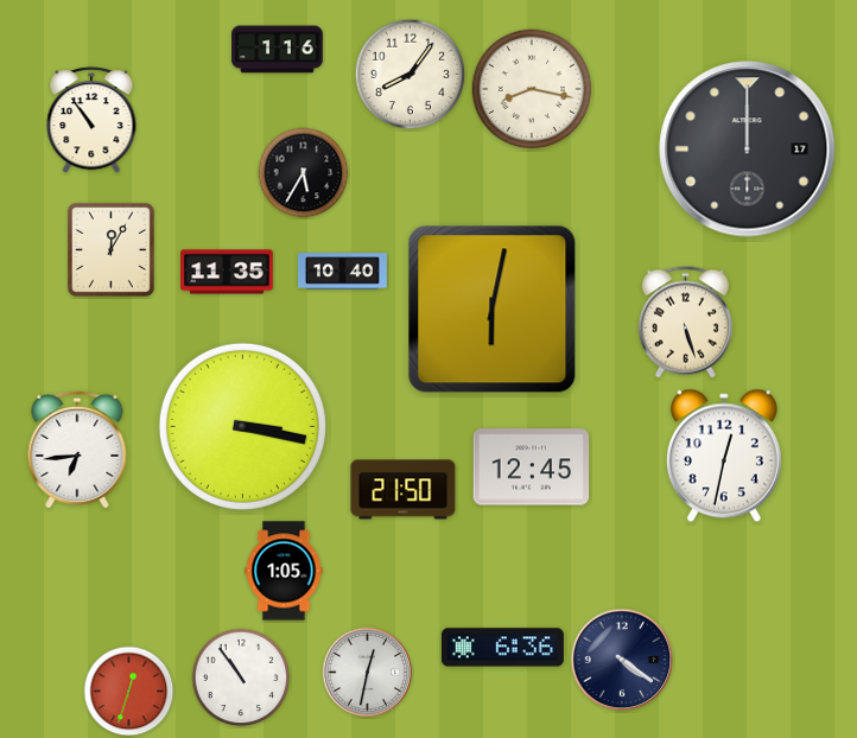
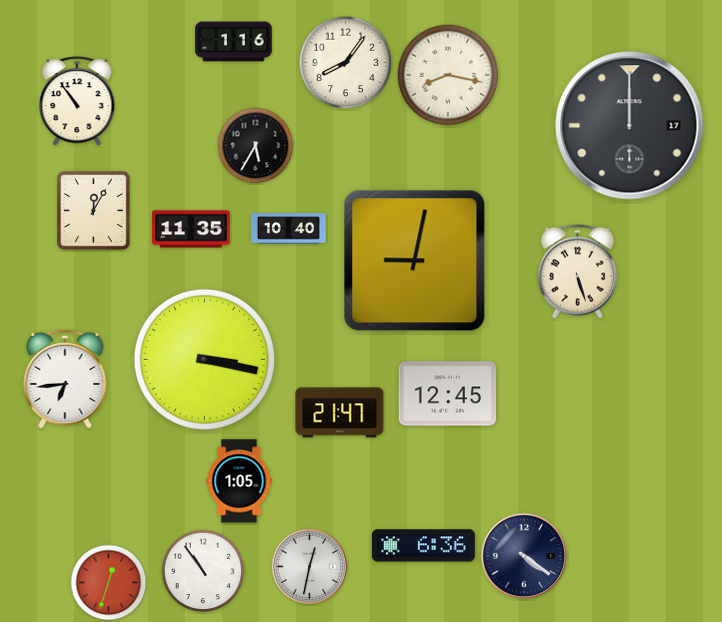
clock at (493, 310): 6:02 -> 9:02
clock at (724, 456): 12:32 -> none
clock at (404, 490): 21:50 -> 21:47
